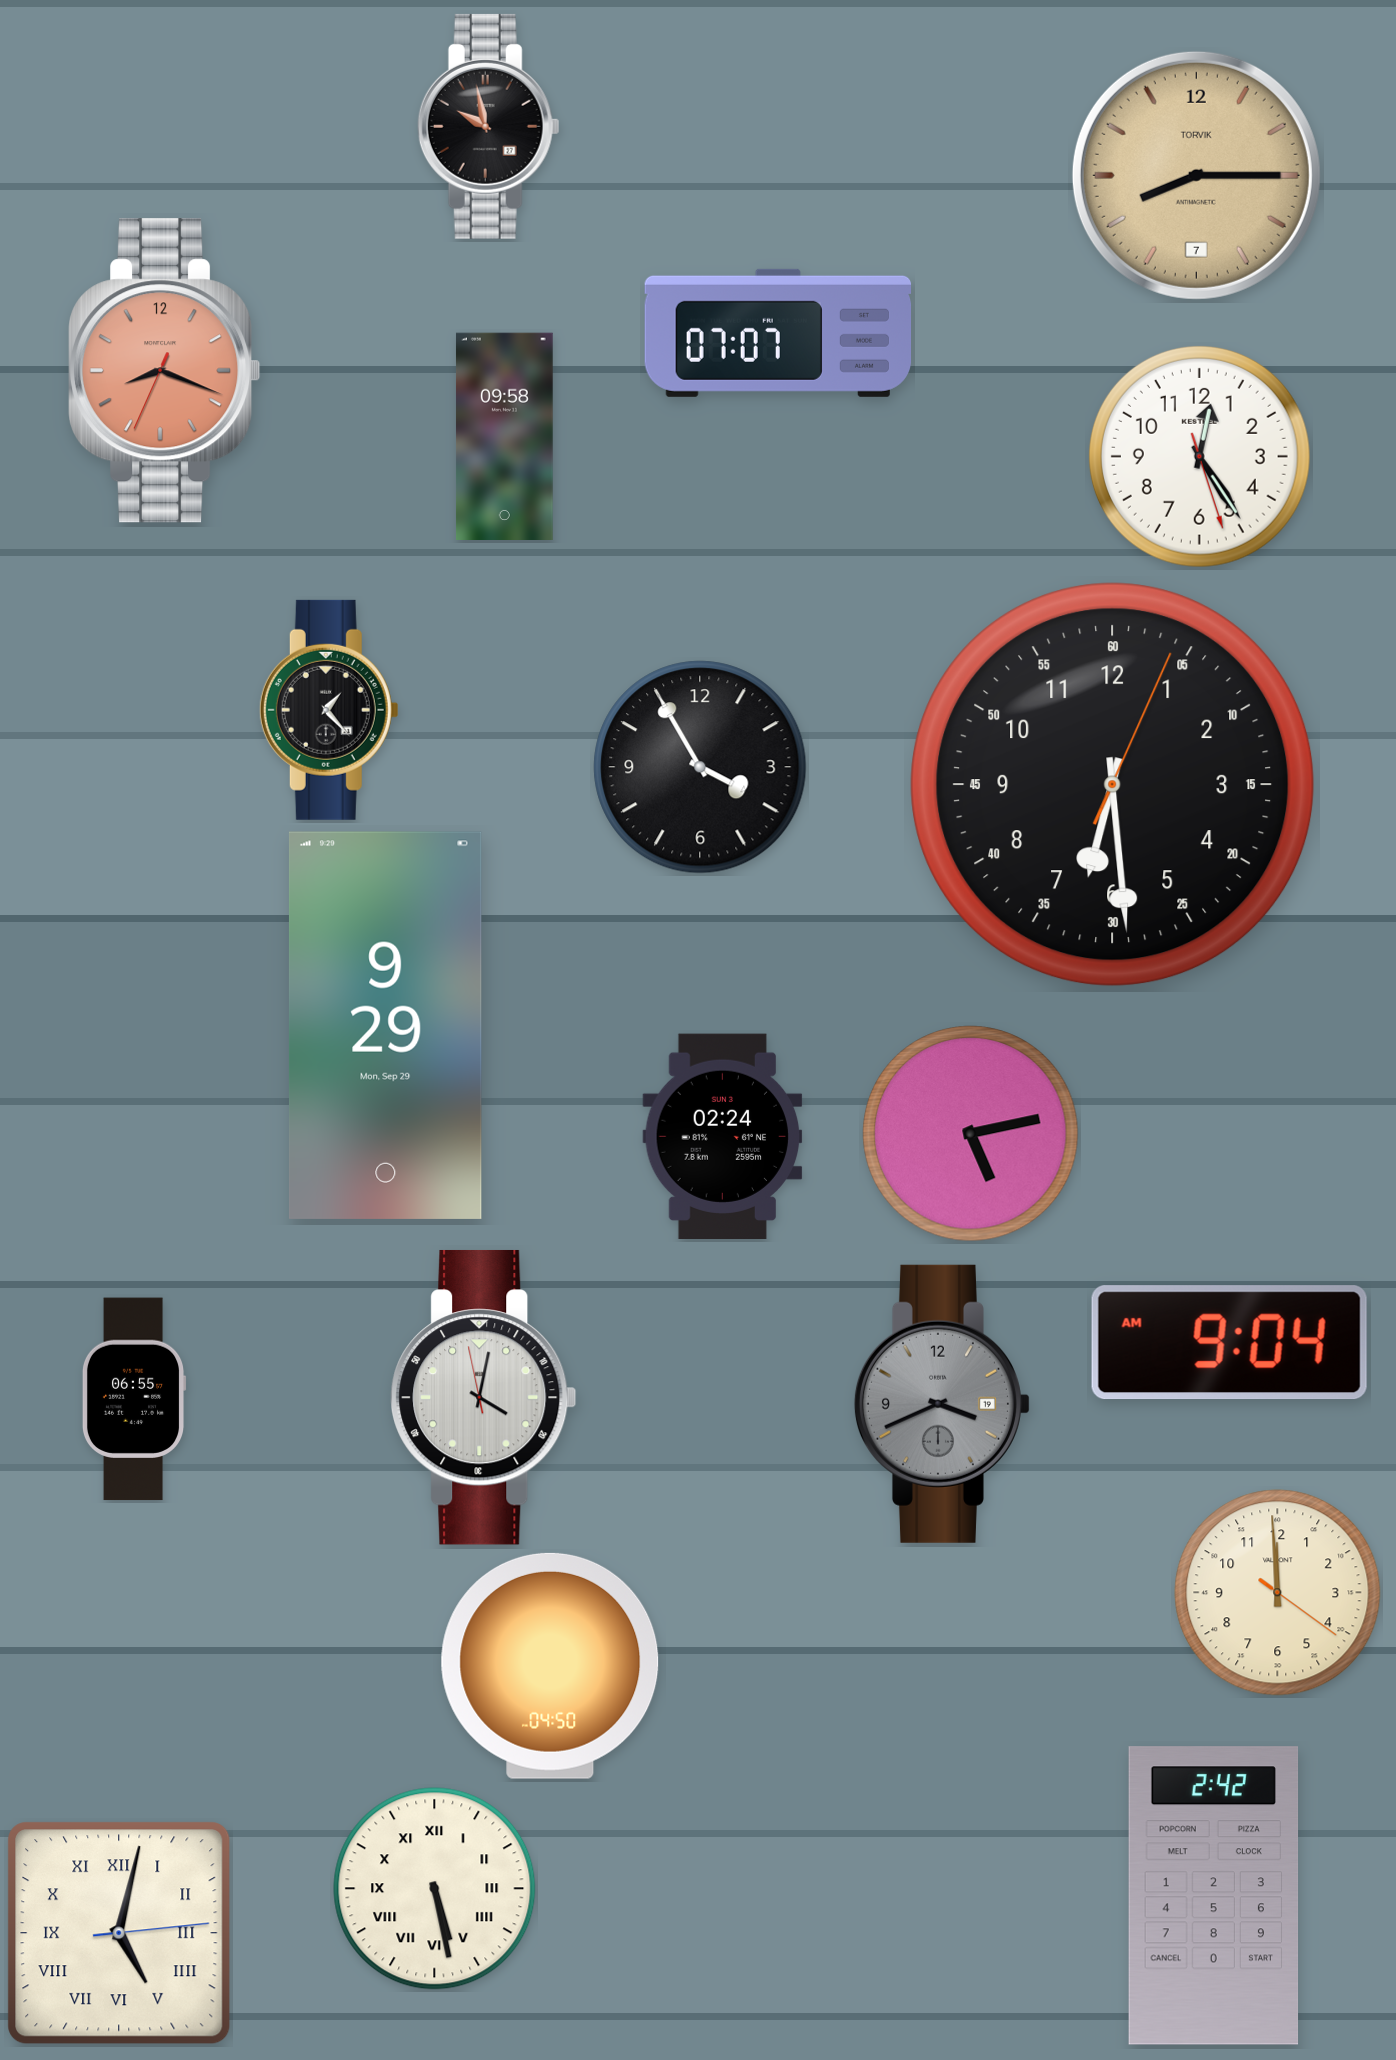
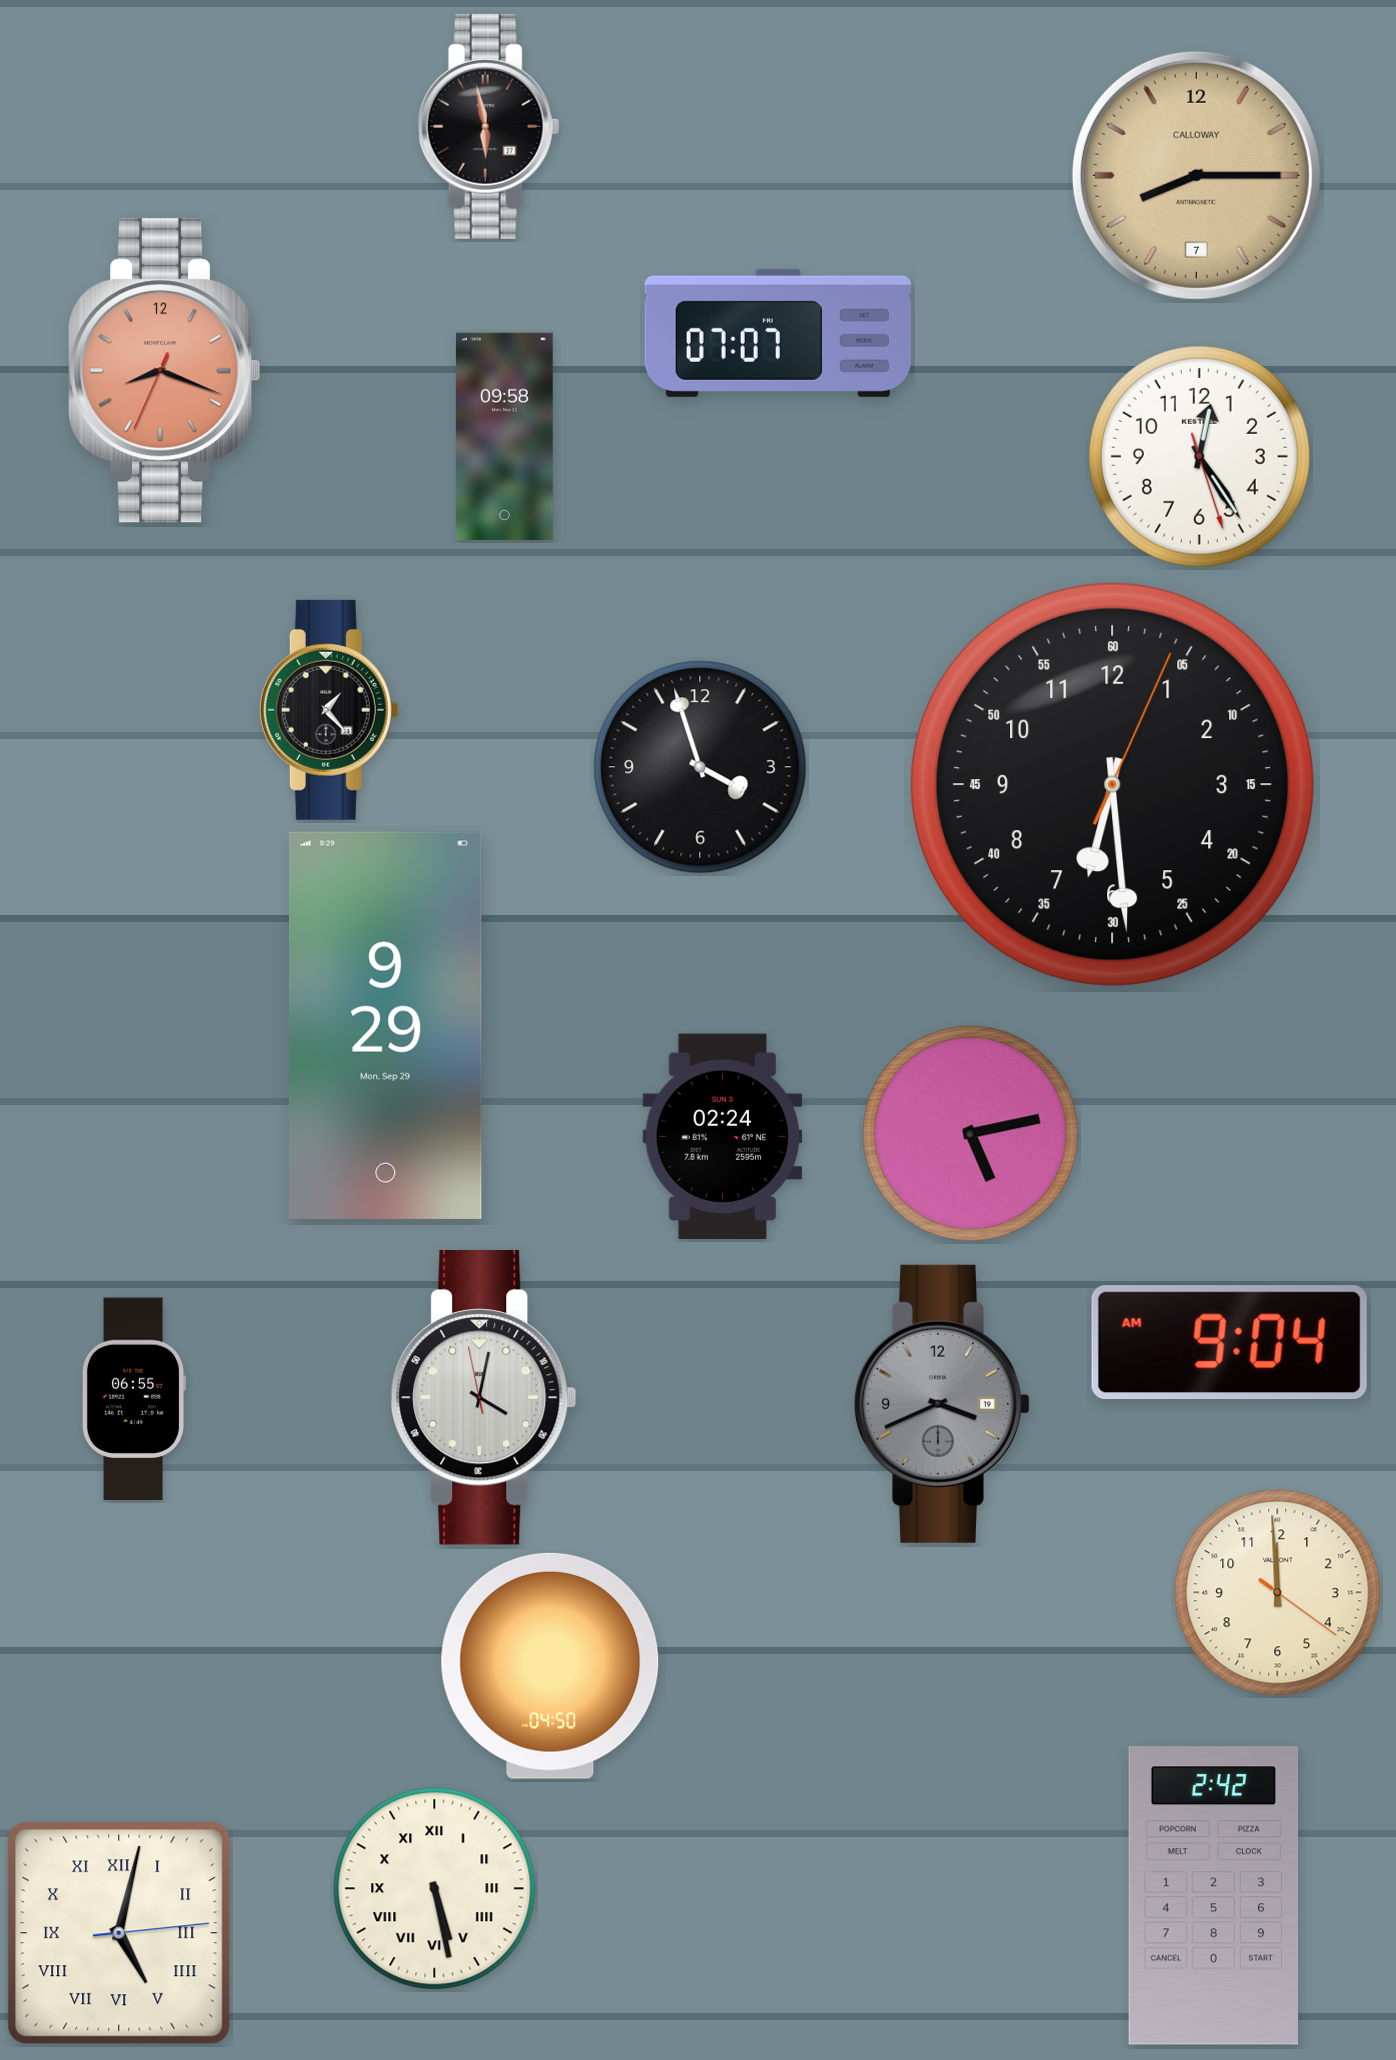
clock at (488, 126): 9:58 -> 5:58
clock at (1196, 175) brand: TORVIK -> CALLOWAY
clock at (700, 767): 3:55 -> 3:57
